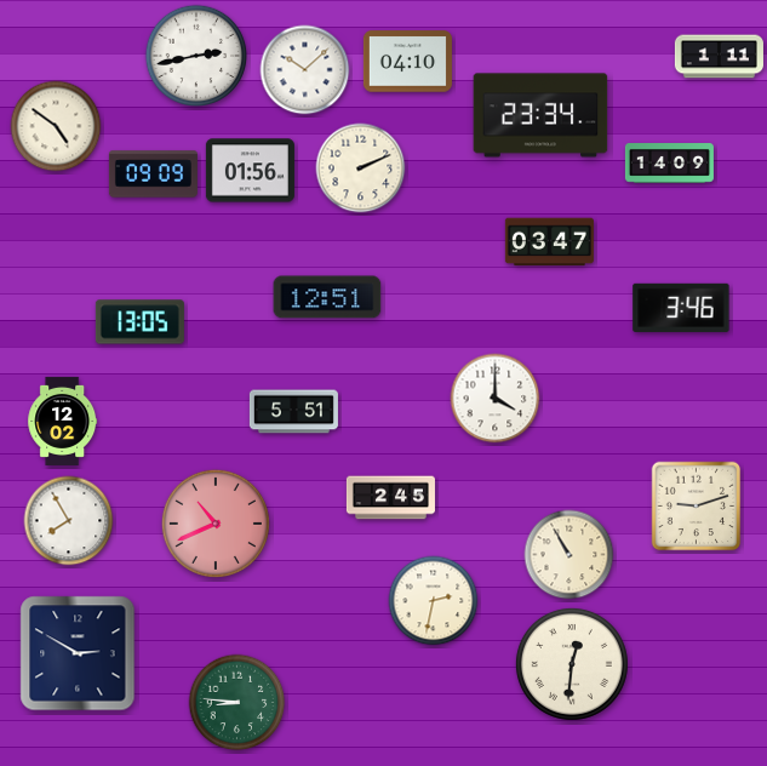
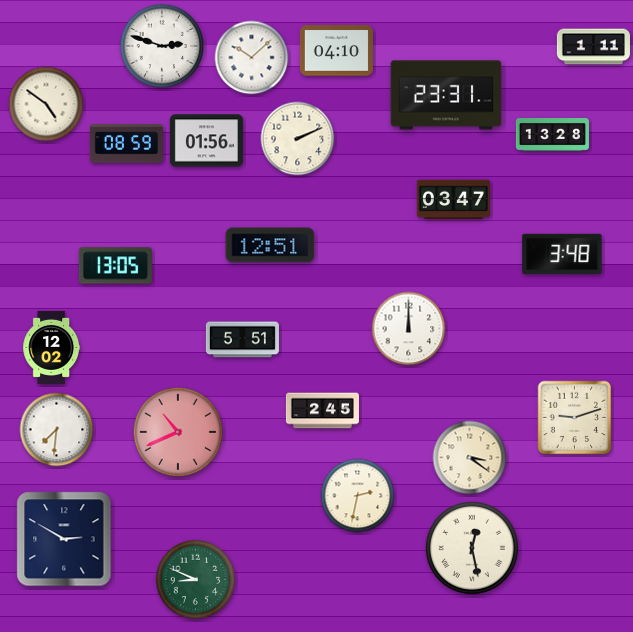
clock at (196, 56): 2:43 -> 2:48
clock at (540, 115): 23:34 -> 23:31
clock at (669, 164): 14:09 -> 13:28
clock at (153, 175): 09:09 -> 08:59
clock at (681, 308): 3:46 -> 3:48
clock at (496, 399): 4:00 -> 12:00
clock at (69, 521): 7:55 -> 7:31
clock at (569, 555): 10:55 -> 3:21
clock at (572, 664): 12:31 -> 12:28
clock at (237, 703): 8:46 -> 8:49
